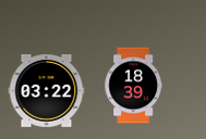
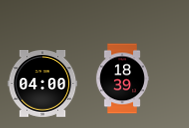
clock at (47, 90): 03:22 -> 04:00
